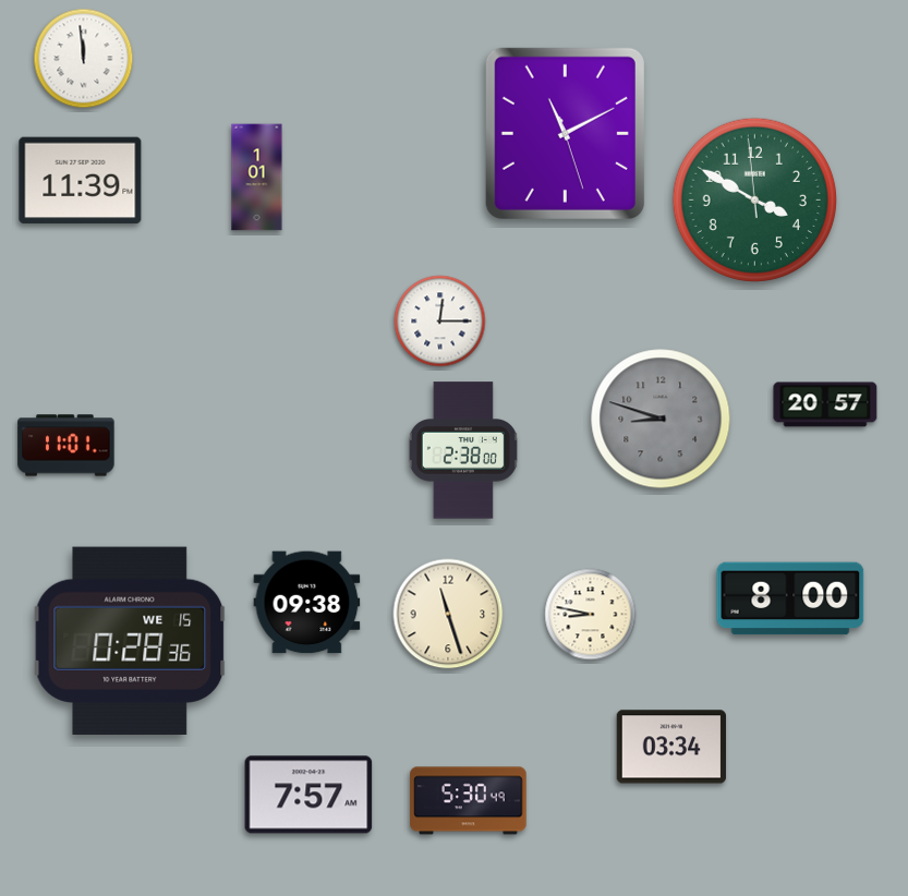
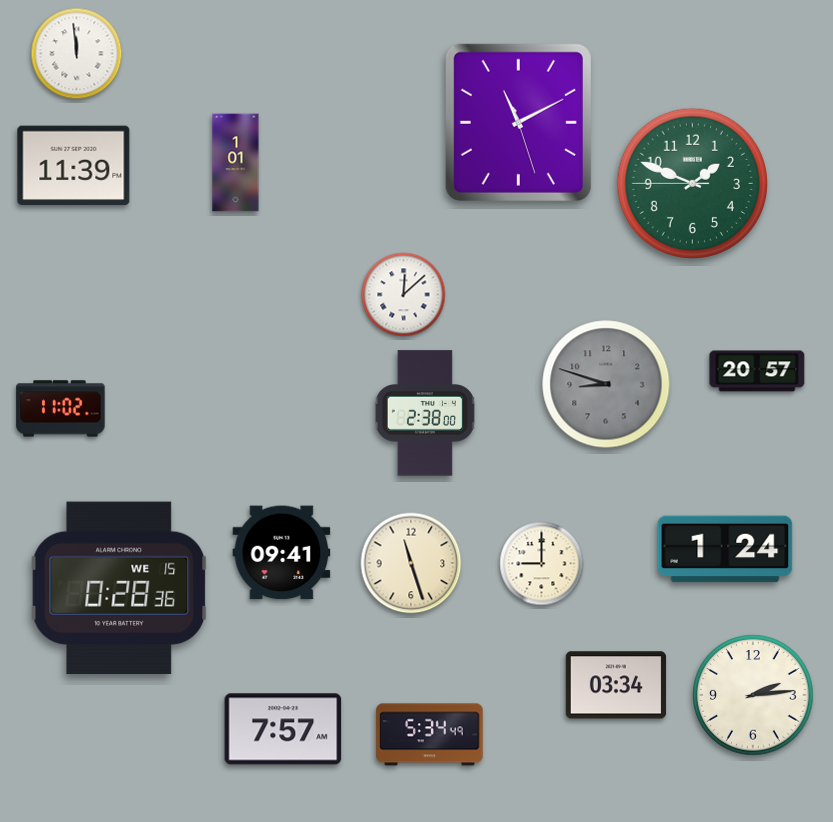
clock at (754, 199): 3:49 -> 1:48
clock at (440, 322): 12:15 -> 12:08
clock at (66, 446): 11:01 -> 11:02
clock at (790, 598): 8:00 -> 1:24
clock at (307, 603): 09:38 -> 09:41
clock at (591, 615): 8:47 -> 9:00
clock at (753, 695): none -> 2:14
clock at (469, 801): 5:30 -> 5:34
